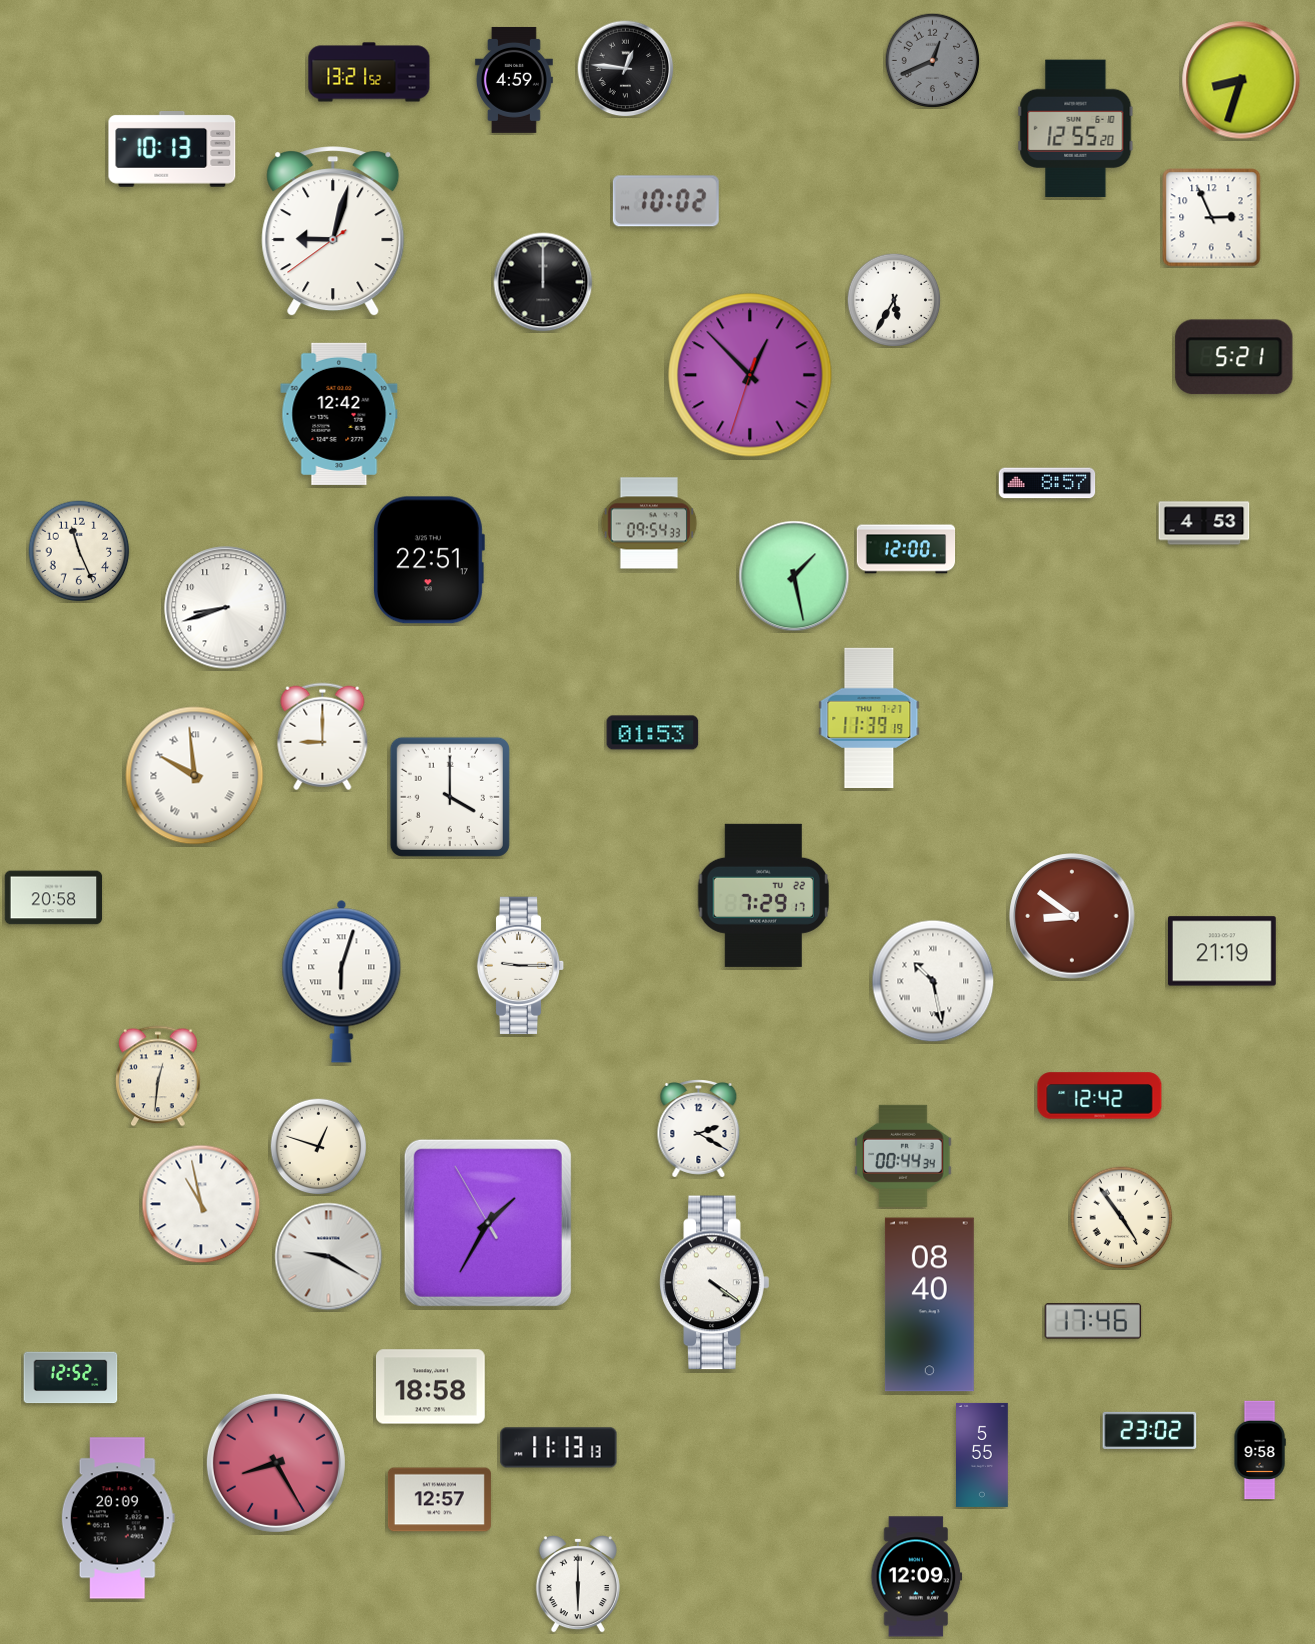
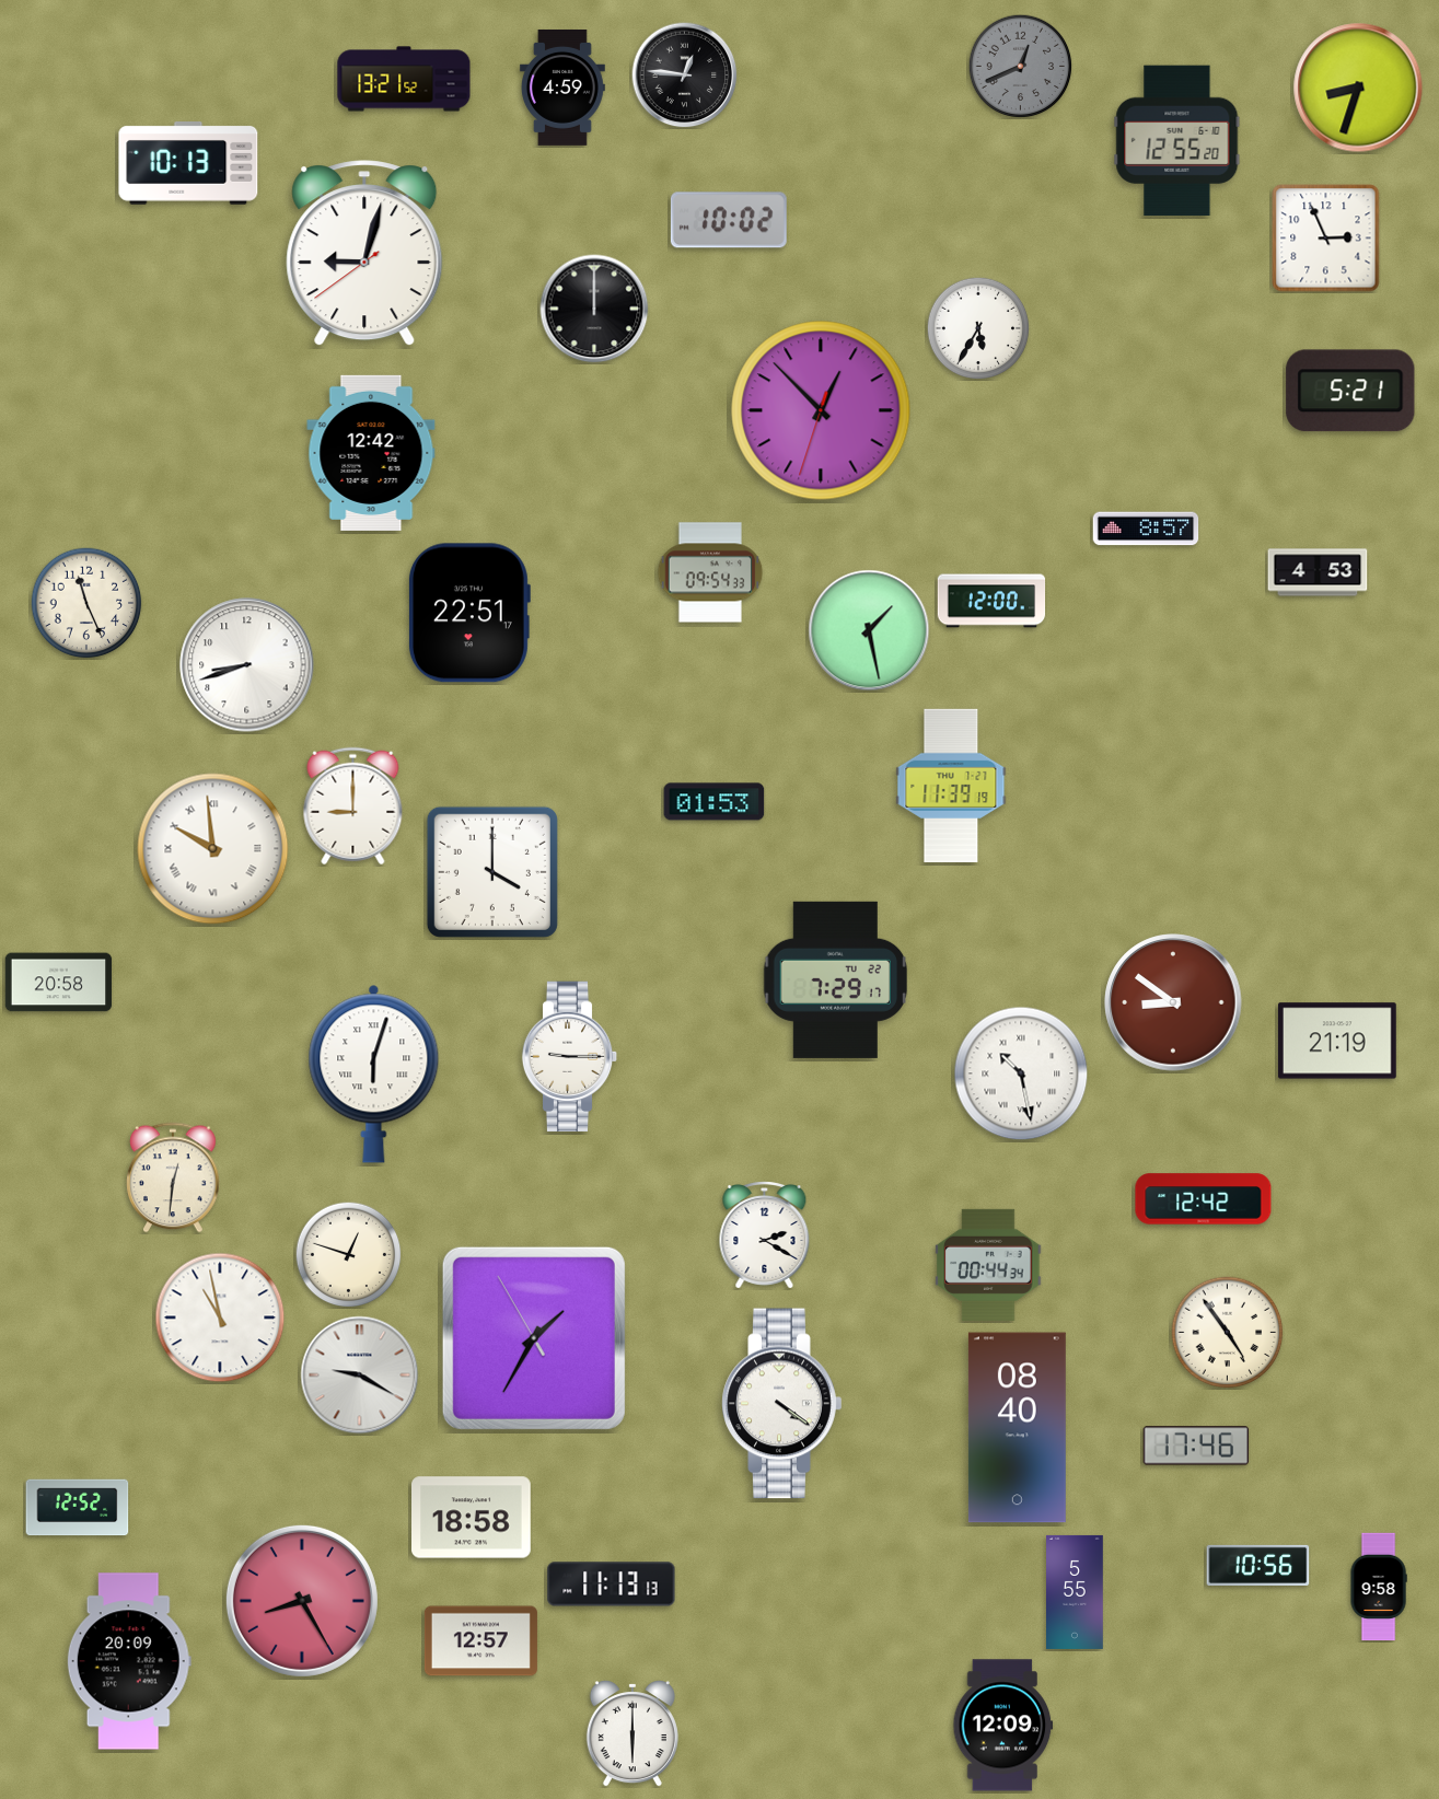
clock at (1150, 1430): 23:02 -> 10:56
